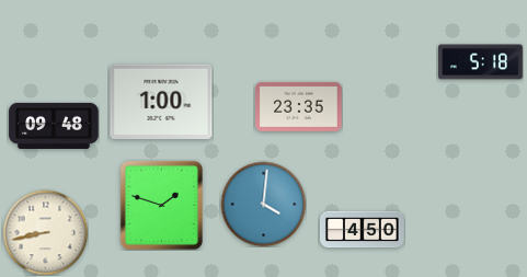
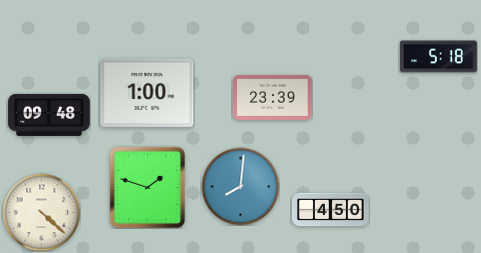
clock at (299, 106): 23:35 -> 23:39
clock at (263, 204): 4:01 -> 8:01
clock at (45, 232): 8:43 -> 4:22
